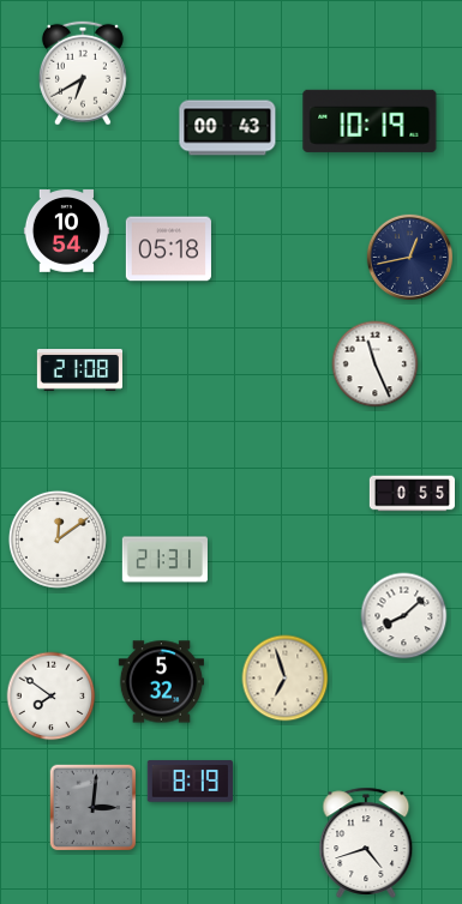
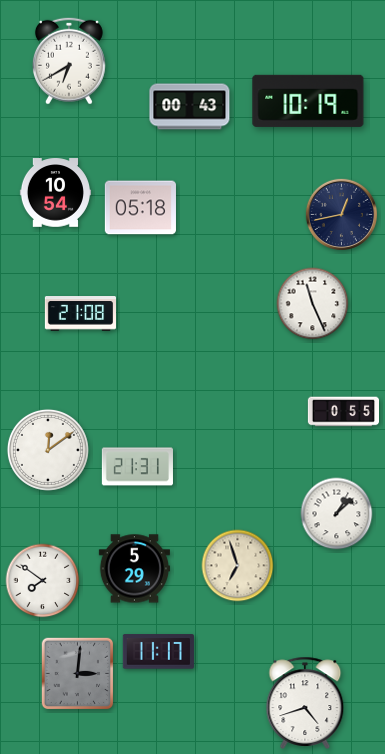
clock at (79, 370) position: (79, 370) -> (80, 314)
clock at (404, 616): 8:08 -> 1:08
clock at (161, 682): 5:32 -> 5:29
clock at (190, 782): 8:19 -> 11:17
